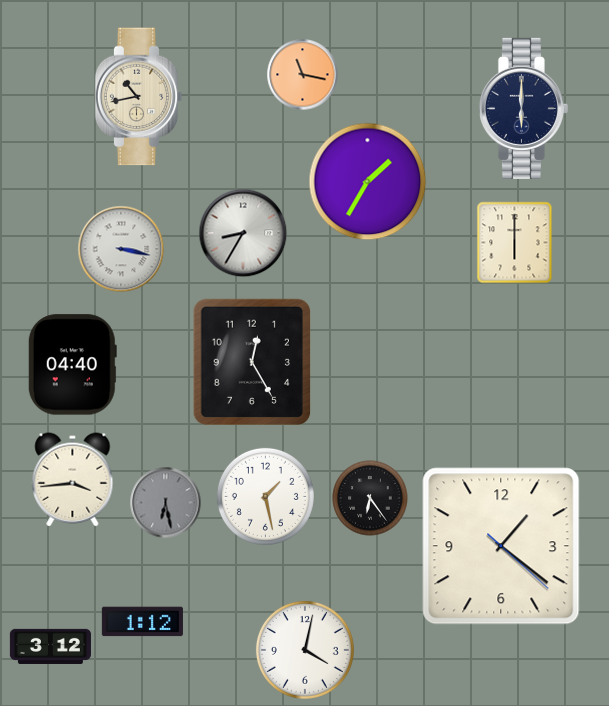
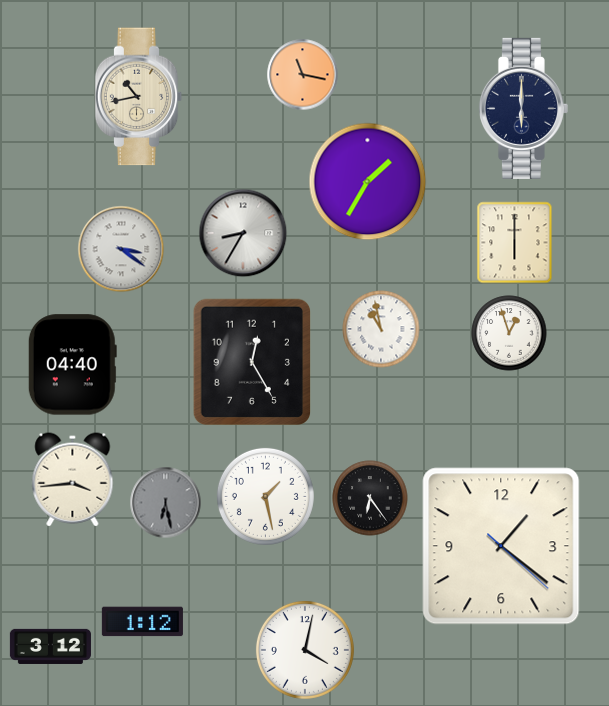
clock at (121, 249): 3:17 -> 3:21
clock at (381, 329): none -> 10:58
clock at (509, 333): none -> 12:57
